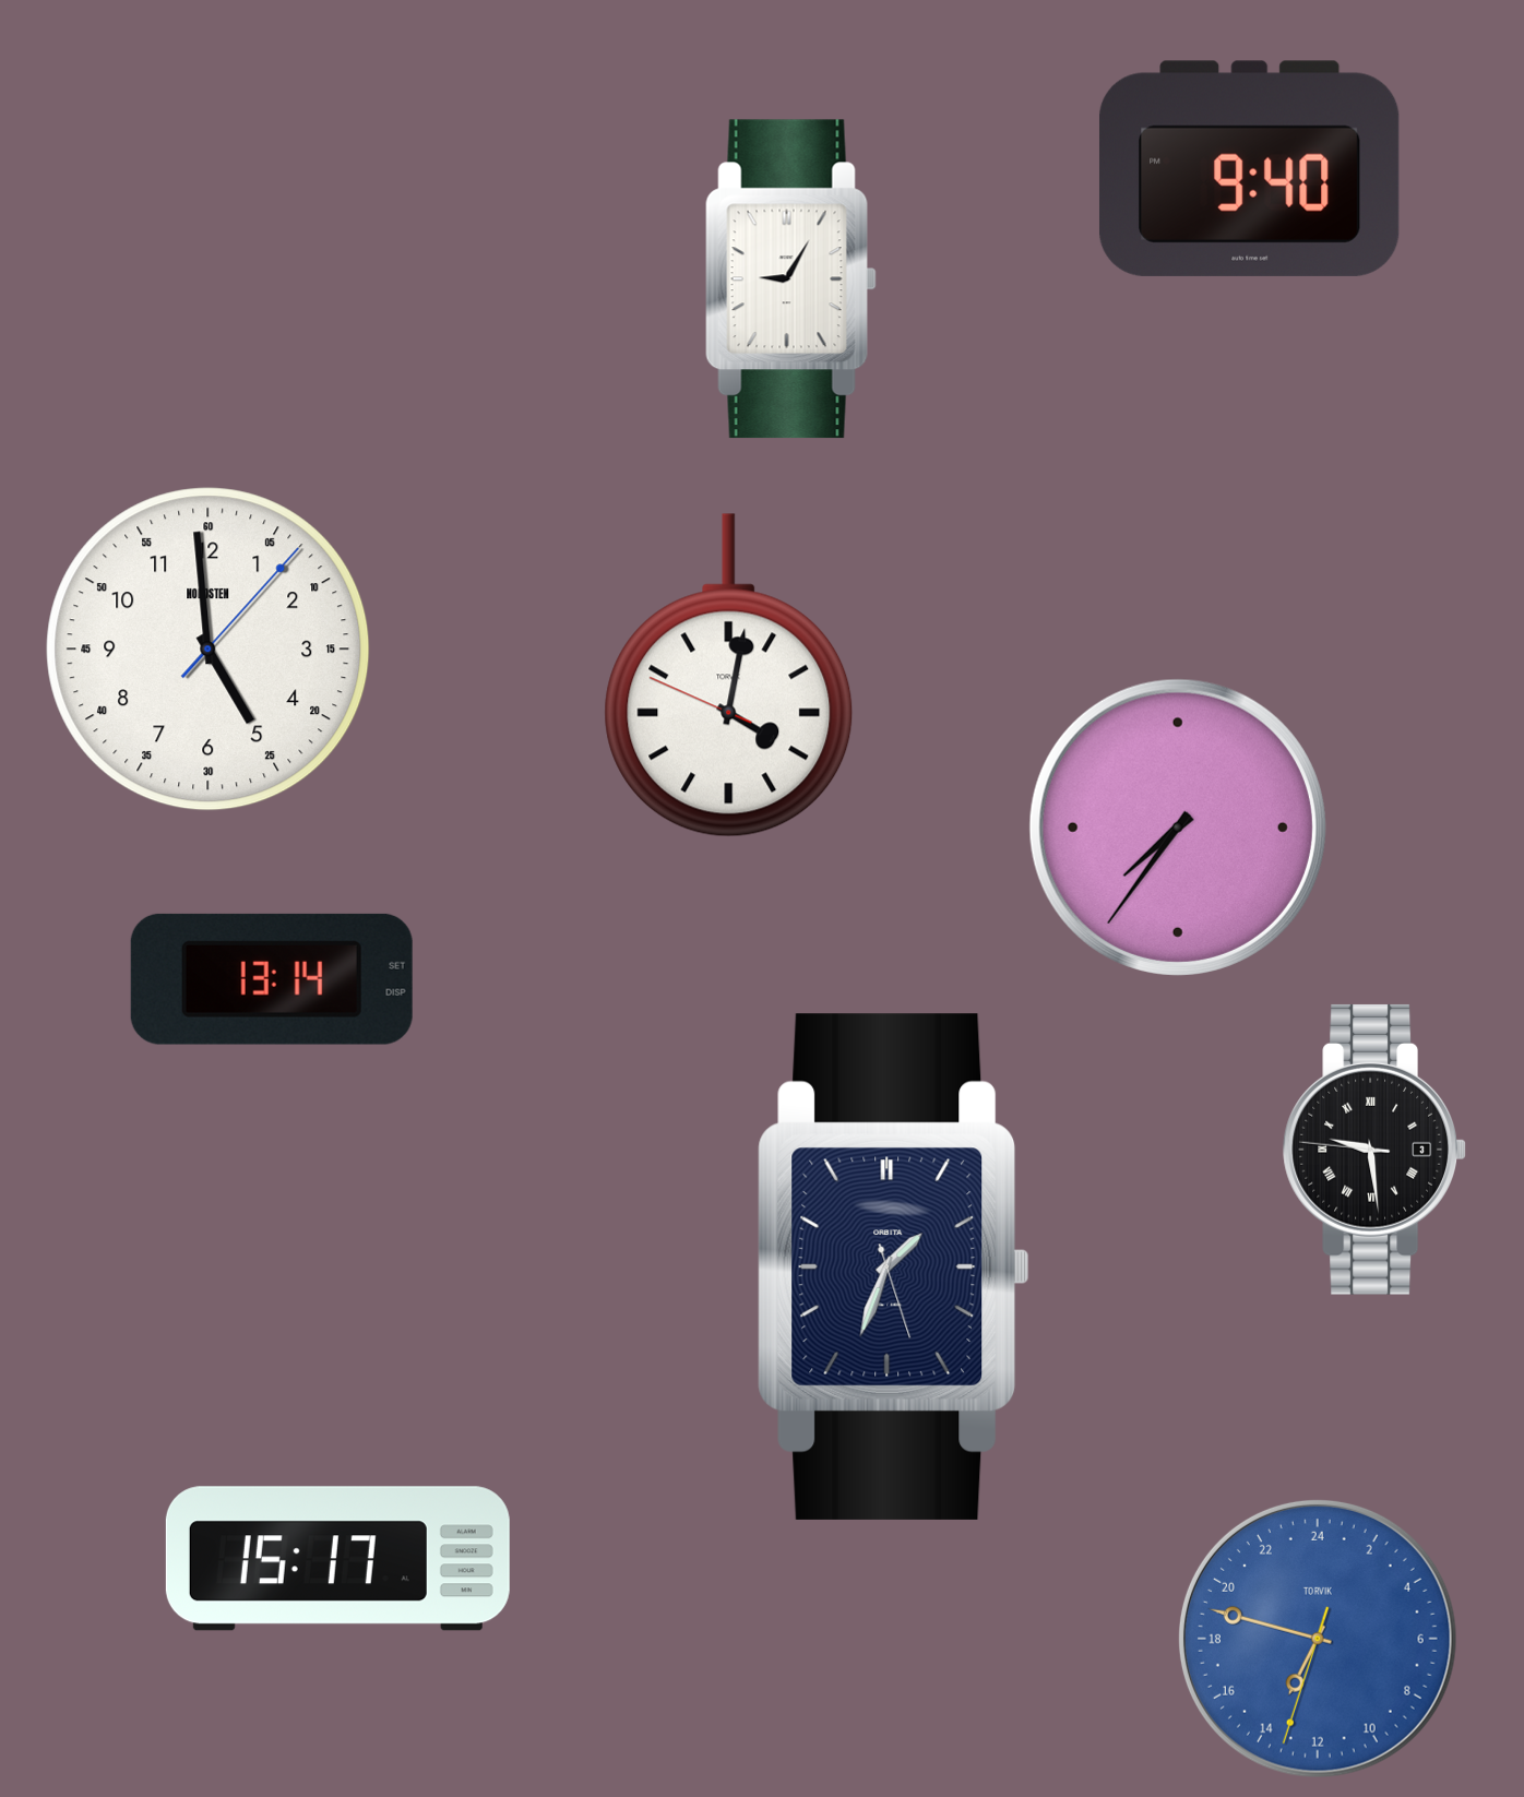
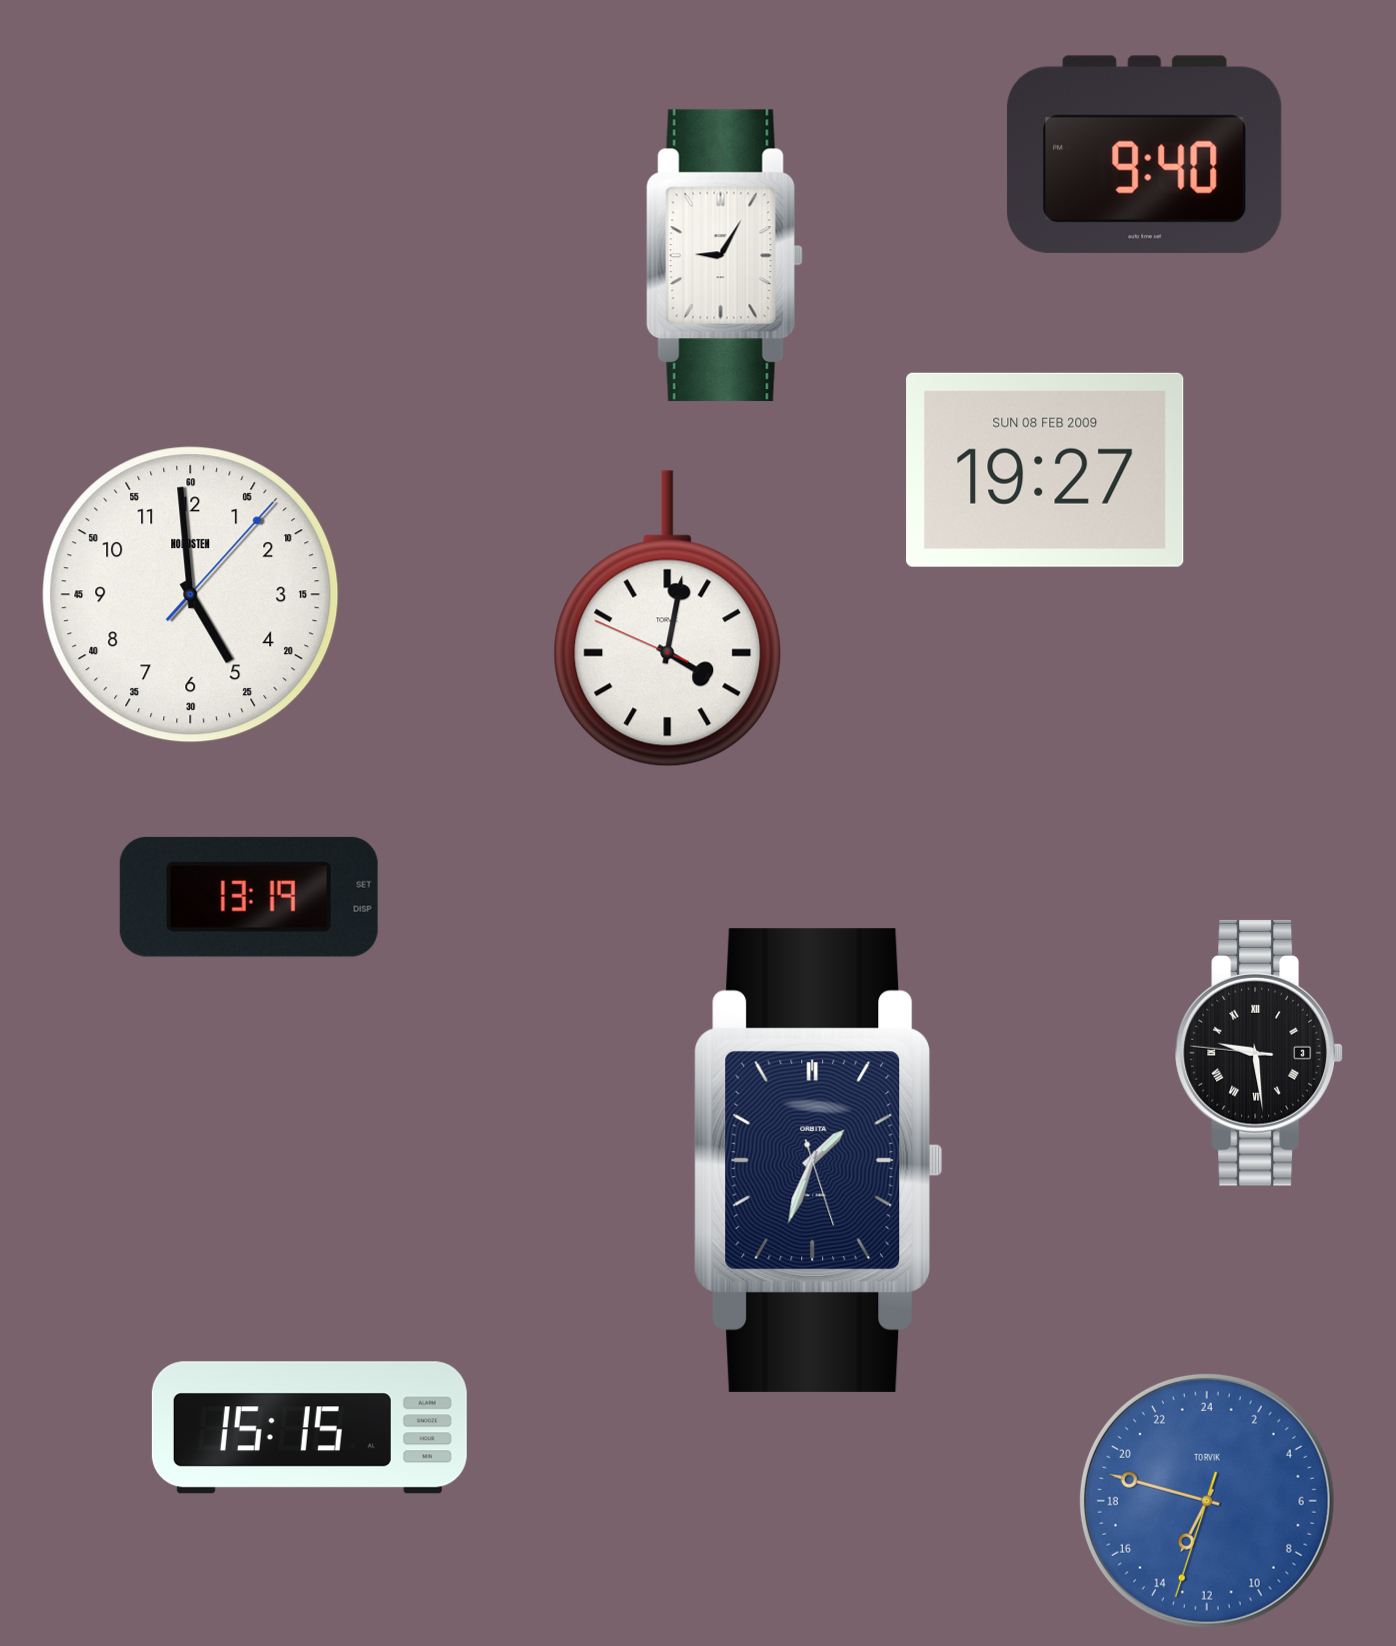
clock at (1045, 470): none -> 19:27
clock at (1178, 828): 7:36 -> none
clock at (272, 979): 13:14 -> 13:19
clock at (337, 1559): 15:17 -> 15:15
